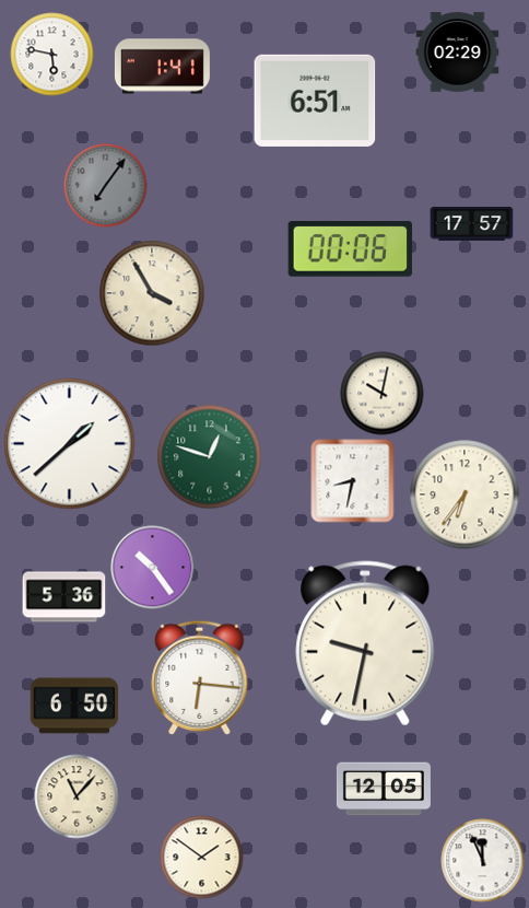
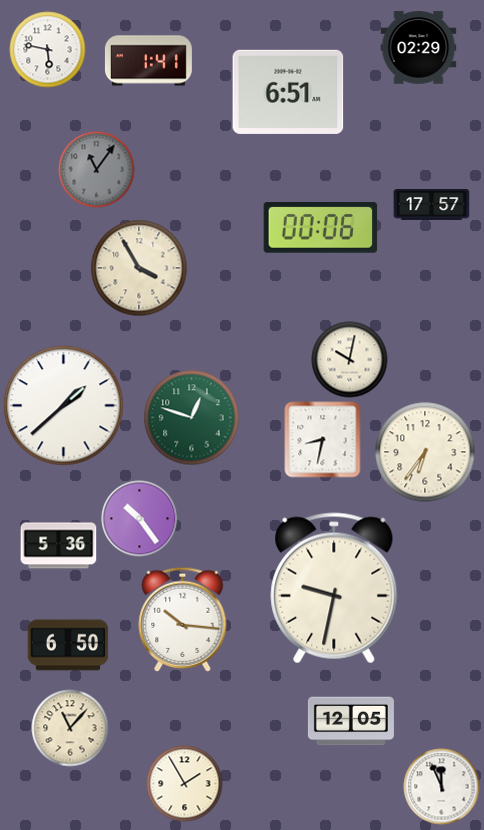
clock at (106, 186): 7:06 -> 11:06
clock at (200, 677): 6:16 -> 10:16
clock at (202, 858): 1:51 -> 1:55
